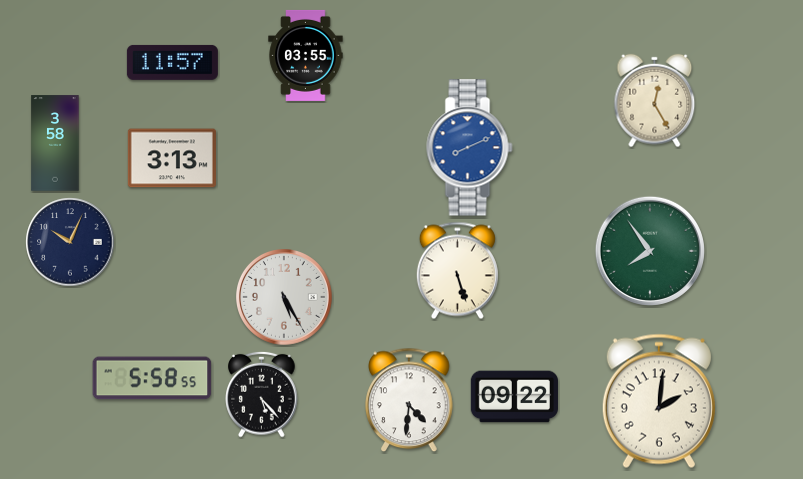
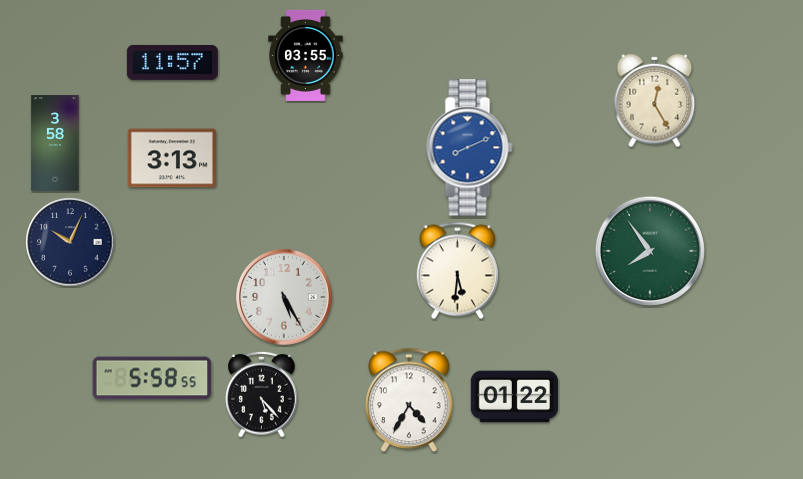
clock at (457, 271): 5:27 -> 5:31
clock at (514, 397): 09:22 -> 01:22
clock at (409, 400): 4:31 -> 4:35
clock at (659, 401): 2:01 -> none
